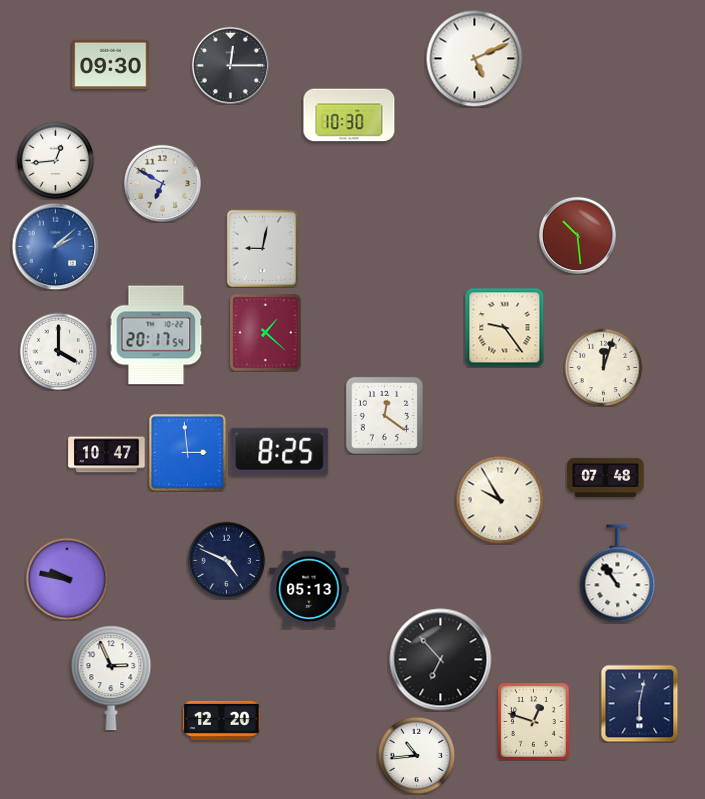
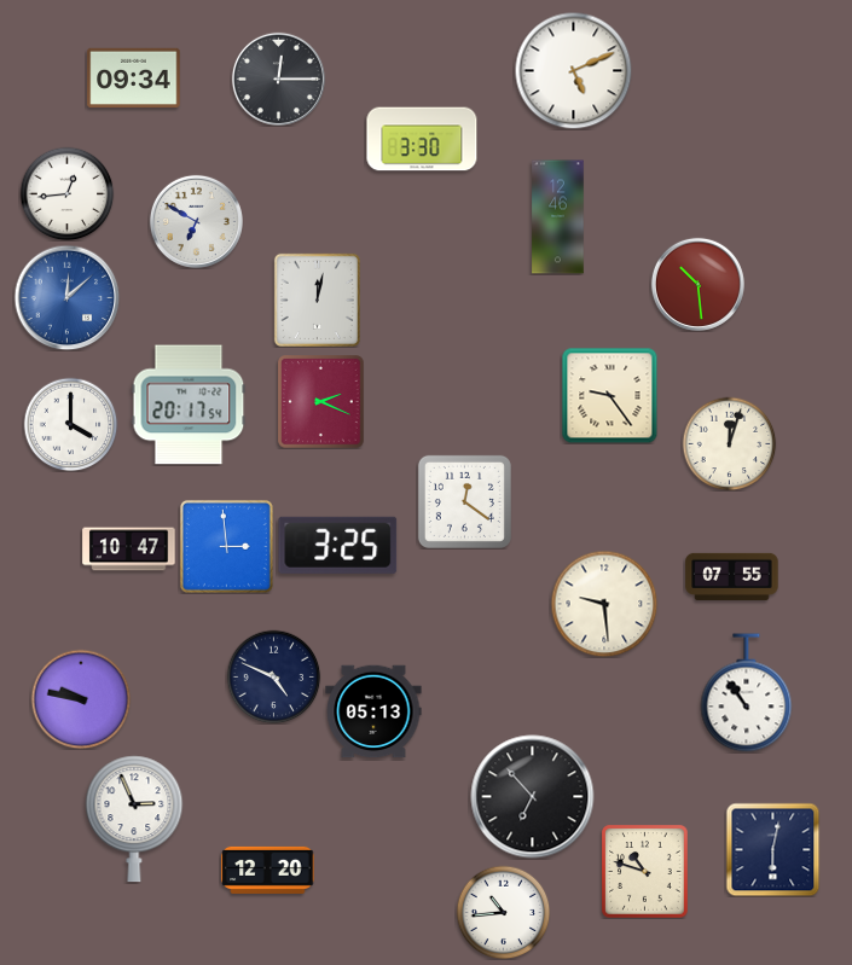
clock at (111, 65): 09:30 -> 09:34
clock at (349, 115): 10:30 -> 3:30
clock at (558, 217): none -> 12:46
clock at (55, 246): 2:08 -> 12:08
clock at (262, 248): 9:02 -> 12:02
clock at (266, 333): 1:22 -> 2:19
clock at (280, 451): 8:25 -> 3:25
clock at (606, 477): 07:48 -> 07:55
clock at (500, 500): 9:55 -> 9:29
clock at (534, 722): 12:48 -> 10:48
